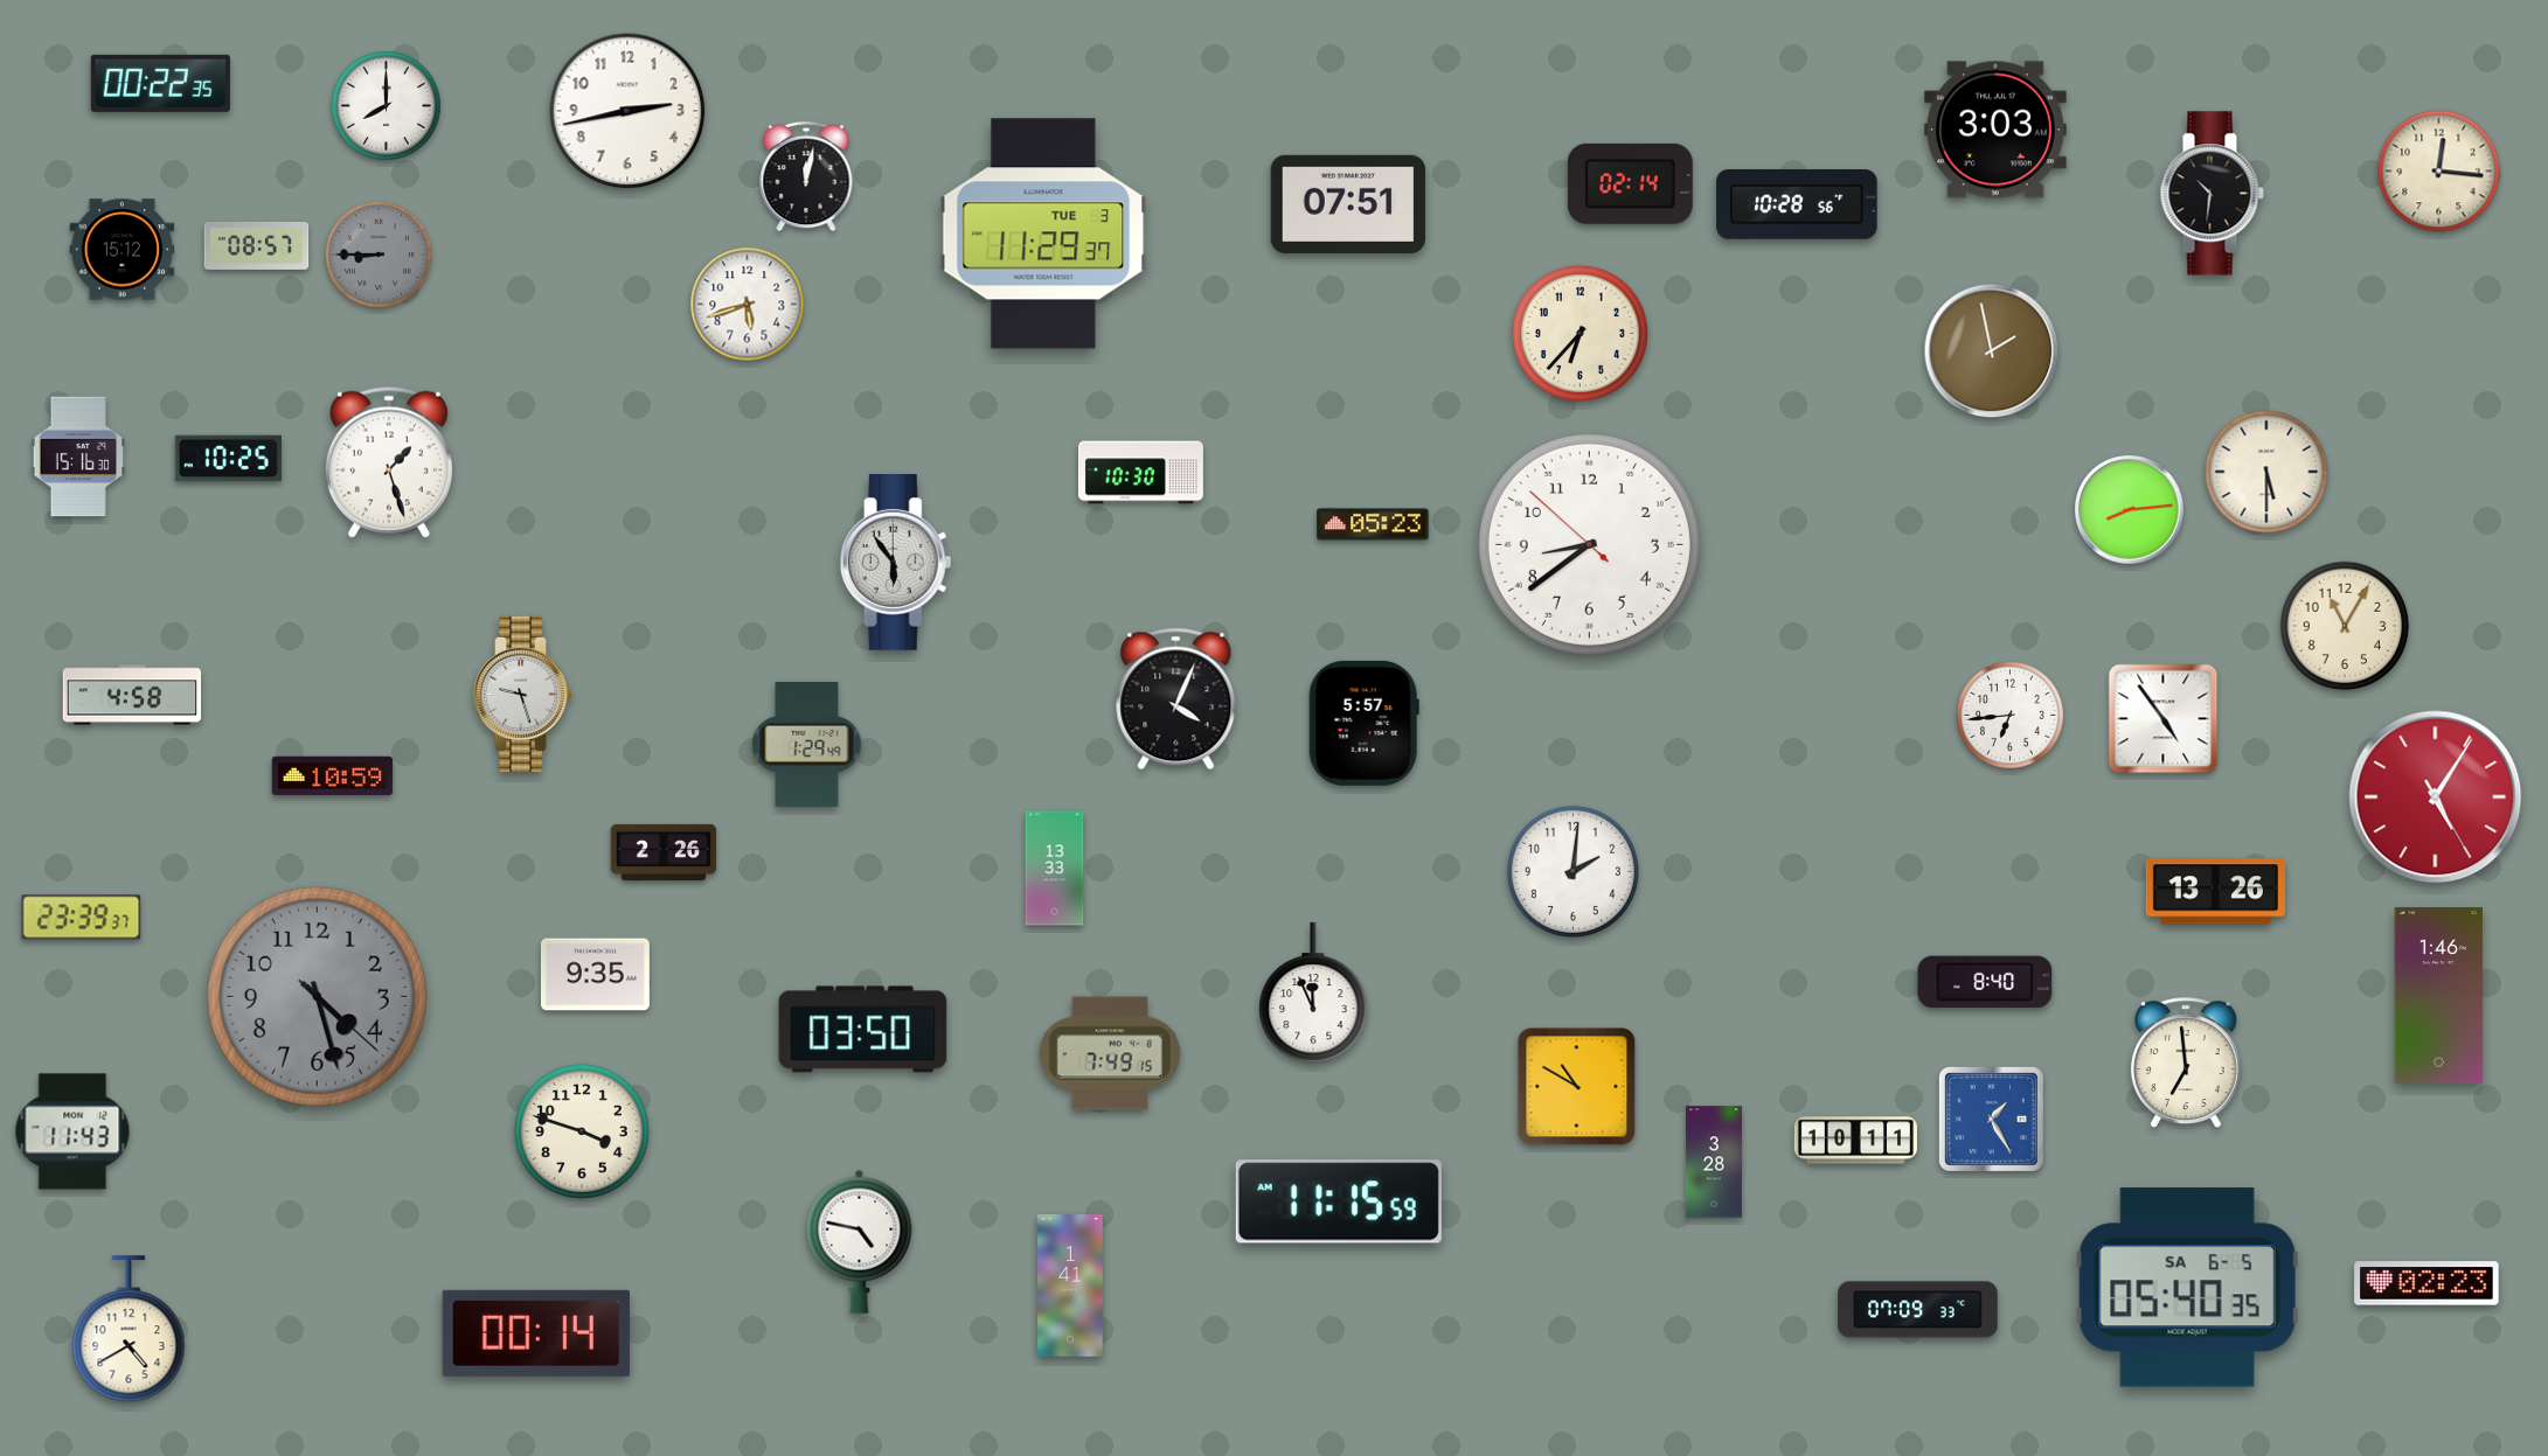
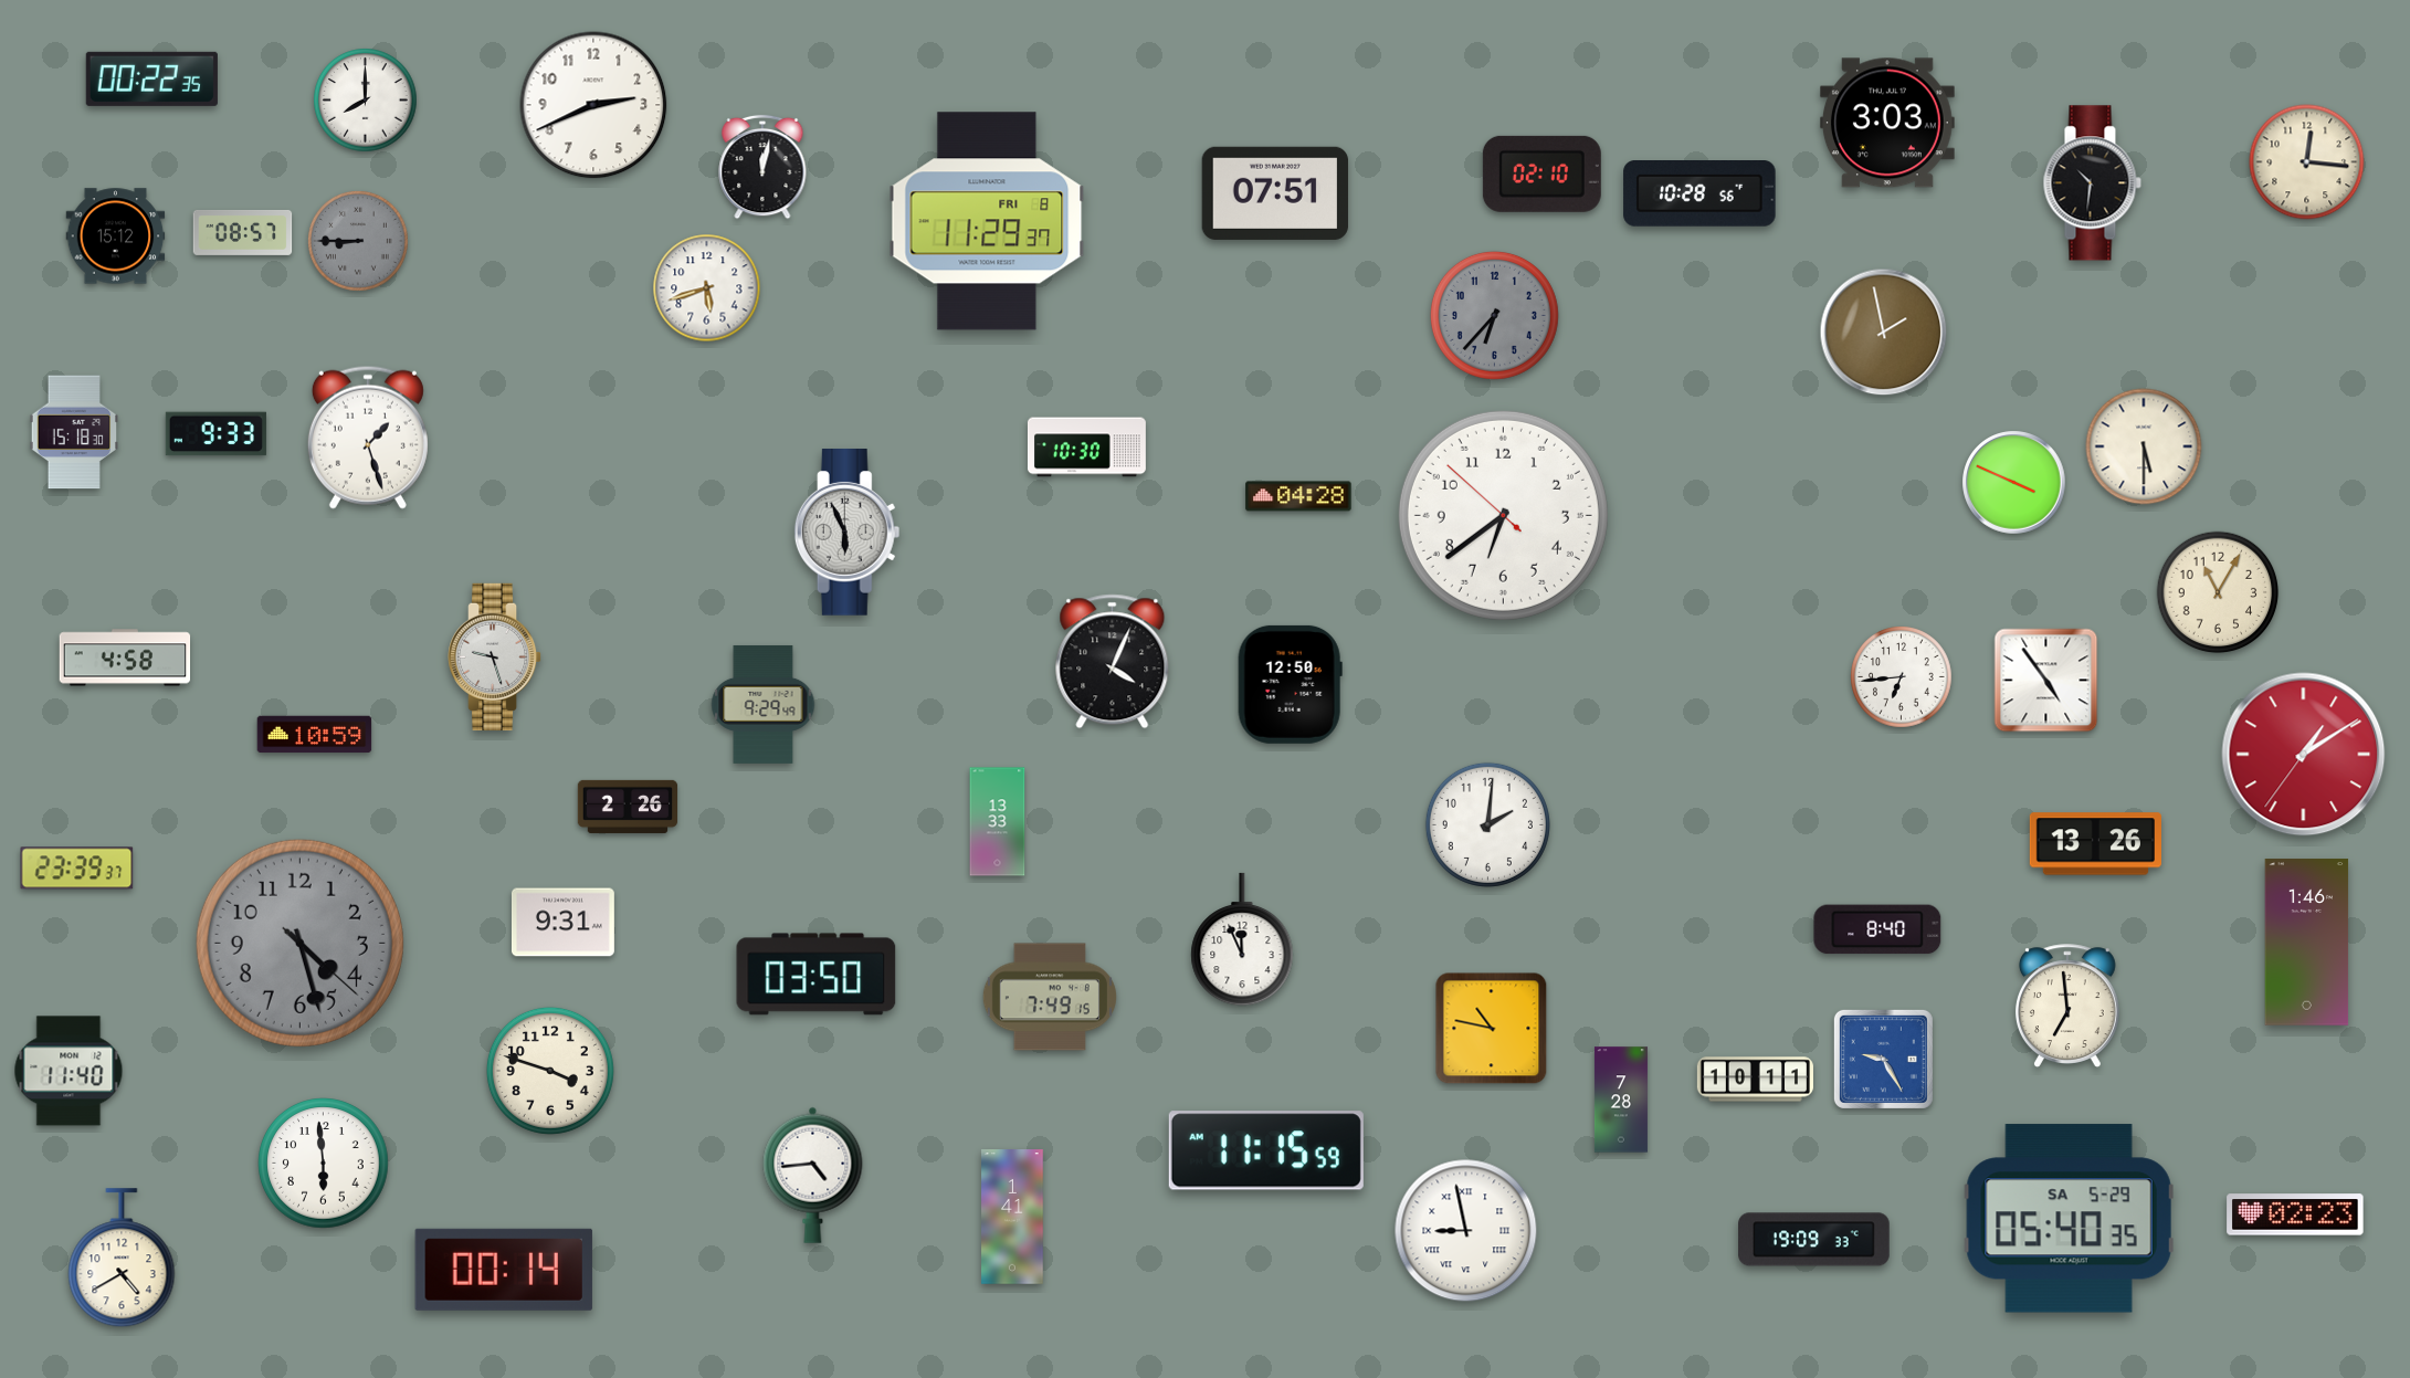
clock at (627, 111): 2:43 -> 2:41
clock at (1630, 183): 02:14 -> 02:10
clock at (1043, 234) date: TUE 3 -> FRI 8
clock at (1580, 333) dial: cream -> grey
clock at (78, 457): 15:16 -> 15:18
clock at (228, 459): 10:25 -> 9:33
clock at (1140, 473) position: (1140, 473) -> (1086, 448)
clock at (2130, 510): 8:14 -> 3:49
clock at (1373, 524): 05:23 -> 04:28
clock at (1589, 544): 8:38 -> 6:38
clock at (896, 563): 5:54 -> 5:56
clock at (1363, 723): 5:57 -> 12:50
clock at (807, 744): 1:29 -> 9:29
clock at (2436, 797): 5:05 -> 1:09
clock at (595, 975): 9:35 -> 9:31
clock at (1577, 1087): 10:50 -> 10:47
clock at (1991, 1119): 1:25 -> 9:25
clock at (72, 1131): 11:43 -> 11:40
clock at (1714, 1162): 3:28 -> 7:28
clock at (1339, 1201) position: (1339, 1201) -> (1266, 1150)
clock at (324, 1164): none -> 5:59
clock at (860, 1241): 4:47 -> 4:44
clock at (2187, 1288) date: SA 6-5 -> SA 5-29
clock at (1466, 1231): none -> 8:58
clock at (1918, 1310): 07:09 -> 19:09
clock at (536, 1333) position: (536, 1333) -> (504, 1270)
